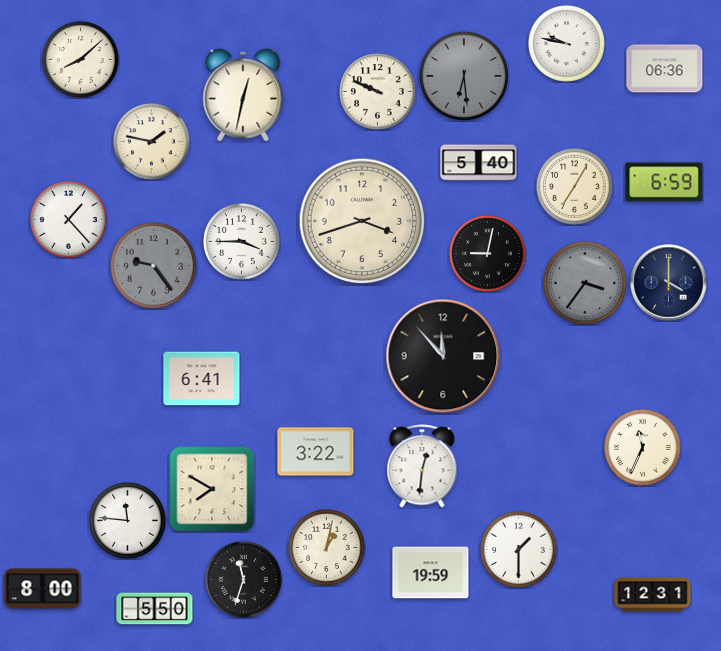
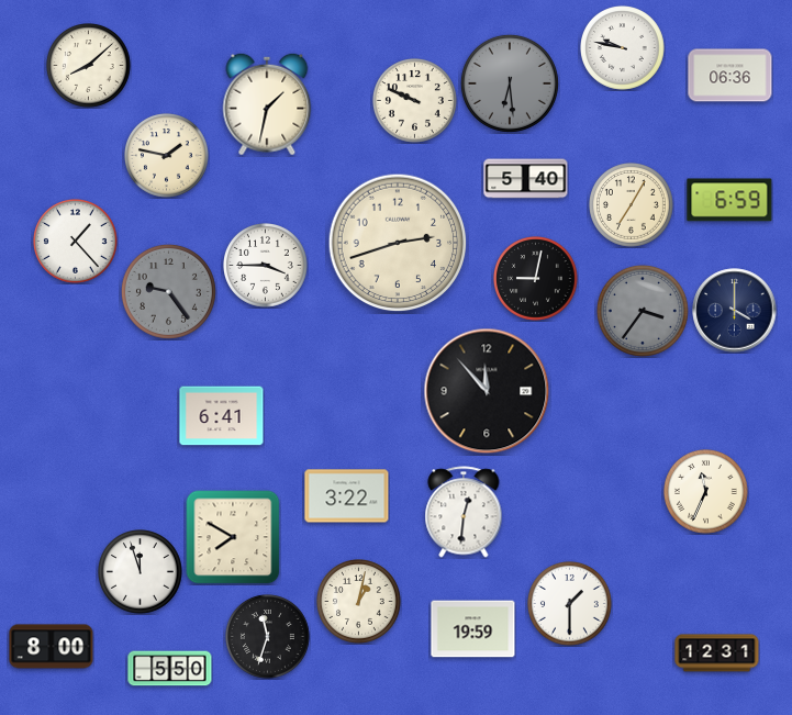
clock at (243, 95): 12:32 -> 1:32
clock at (362, 221): 3:42 -> 2:42
clock at (128, 521): 11:46 -> 11:57
clock at (43, 589) position: (43, 589) -> (52, 647)
